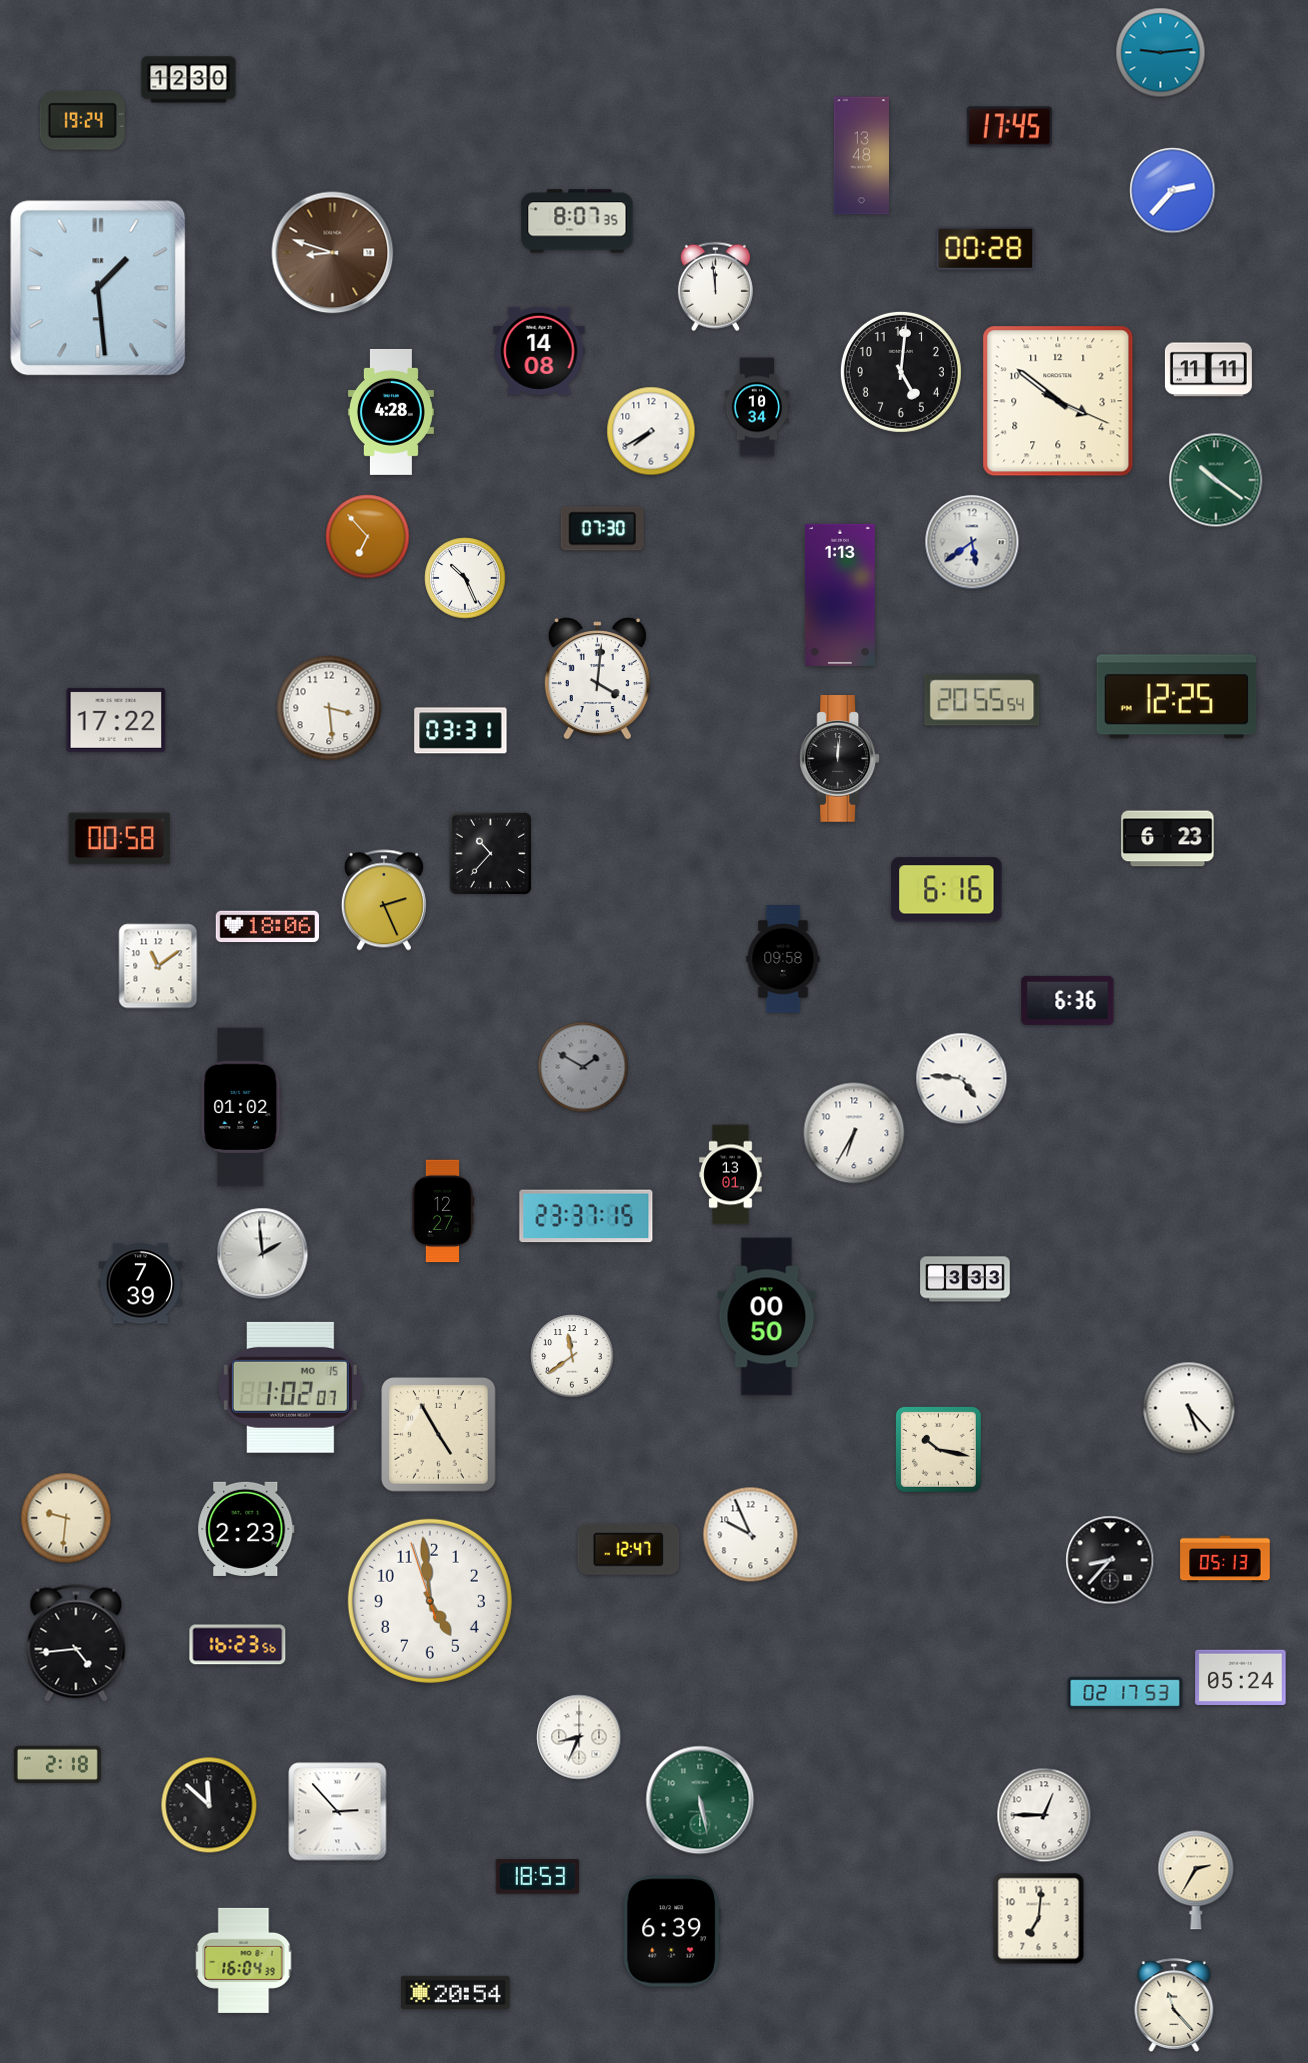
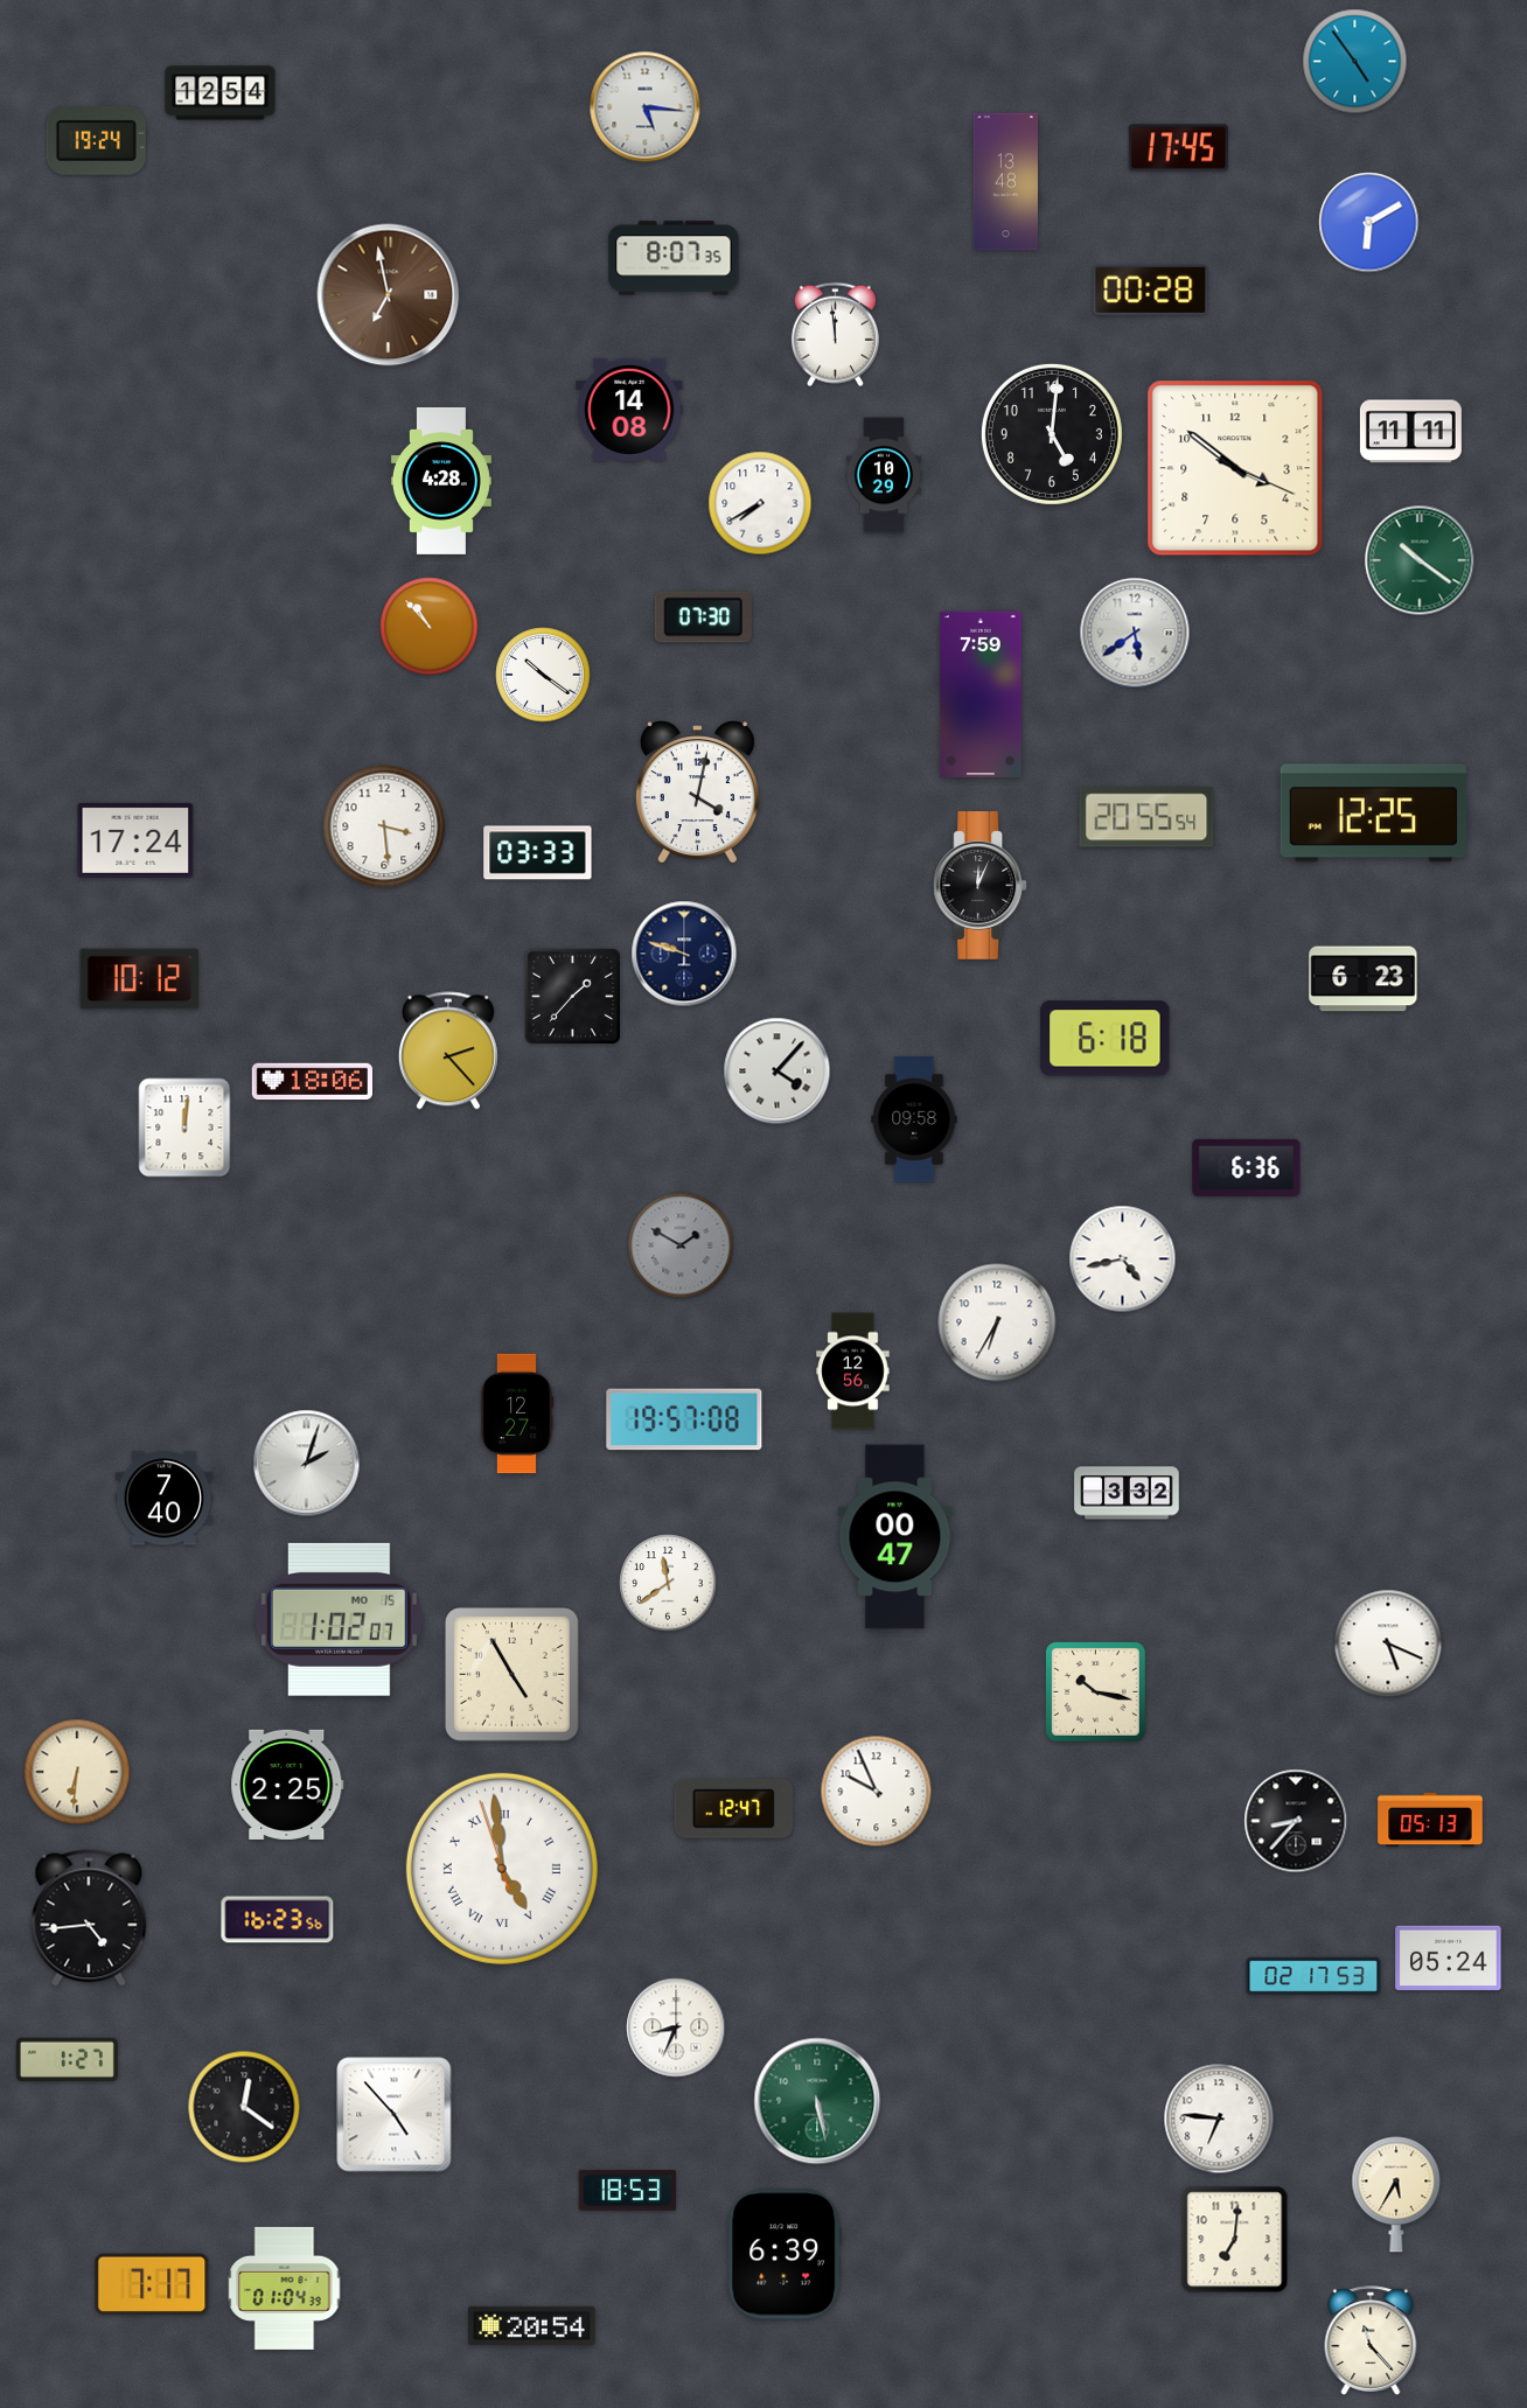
clock at (1161, 53): 9:14 -> 4:54
clock at (189, 80): 12:30 -> 12:54
clock at (646, 107): none -> 5:16
clock at (1173, 191): 2:37 -> 6:10
clock at (333, 253): 8:48 -> 6:58
clock at (98, 288): 1:29 -> none
clock at (757, 407): 10:34 -> 10:29
clock at (391, 412) position: (391, 412) -> (441, 481)
clock at (368, 537): 6:53 -> 10:53
clock at (465, 578): 10:26 -> 10:21
clock at (841, 595): 1:13 -> 7:59
clock at (597, 679): 4:01 -> 4:02
clock at (116, 720): 17:22 -> 17:24
clock at (461, 731): 03:31 -> 03:33
clock at (840, 759): 12:01 -> 12:04
clock at (684, 954): none -> 9:48
clock at (120, 839): 00:58 -> 10:12
clock at (490, 853): 10:37 -> 1:37
clock at (947, 890): 6:16 -> 6:18
clock at (384, 900): 2:26 -> 2:23
clock at (778, 1072): none -> 4:07
clock at (158, 966): 11:09 -> 12:01
clock at (962, 1079): 4:46 -> 4:43
clock at (241, 1107): 01:02 -> none
clock at (731, 1175): 13:01 -> 12:56
clock at (586, 1216): 23:37 -> 19:57
clock at (263, 1254): 1:59 -> 2:03
clock at (965, 1279): 3:33 -> 3:32
clock at (141, 1284): 7:39 -> 7:40
clock at (767, 1317): 00:50 -> 00:47
clock at (1189, 1408): 5:23 -> 5:19
clock at (66, 1518): 9:31 -> 6:31
clock at (246, 1529): 2:23 -> 2:25
clock at (430, 1601) numerals: Arabic -> Roman
clock at (57, 1764): 2:18 -> 1:27
clock at (209, 1805): 11:52 -> 12:21
clock at (338, 1812): 2:53 -> 4:53
clock at (1044, 1815): 12:45 -> 6:46
clock at (1196, 1880): 2:35 -> 5:35
clock at (1039, 1919) position: (1039, 1919) -> (1235, 2240)
clock at (152, 2284): none -> 7:17
clock at (244, 1960): 16:04 -> 01:04
